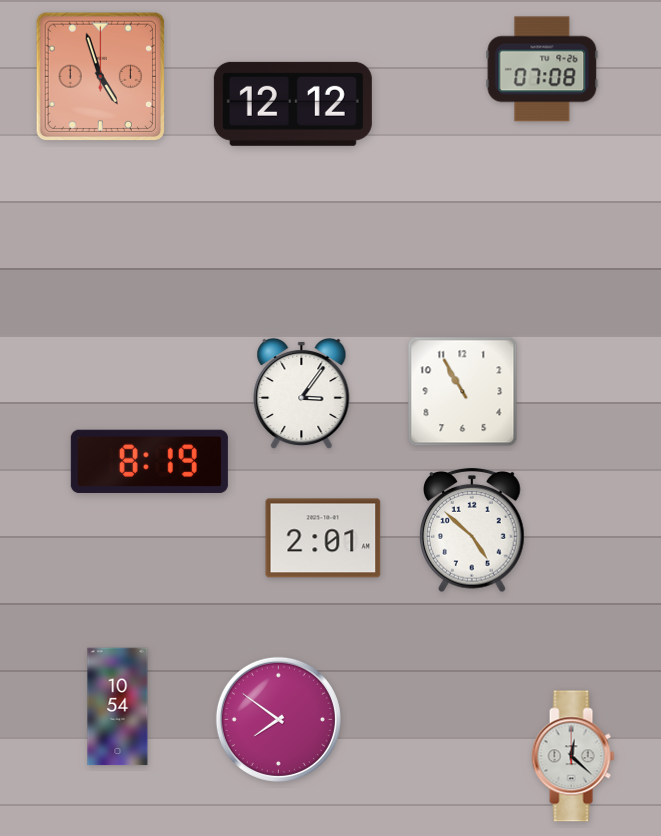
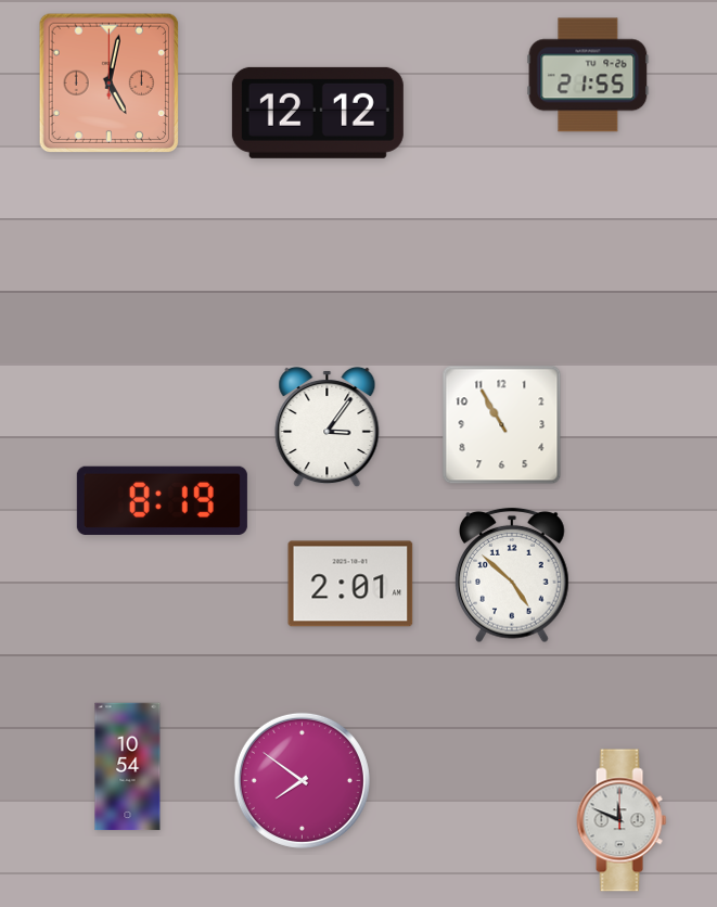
clock at (542, 69): 07:08 -> 21:55
clock at (100, 76): 4:57 -> 5:02
clock at (573, 756): 12:22 -> 11:49
